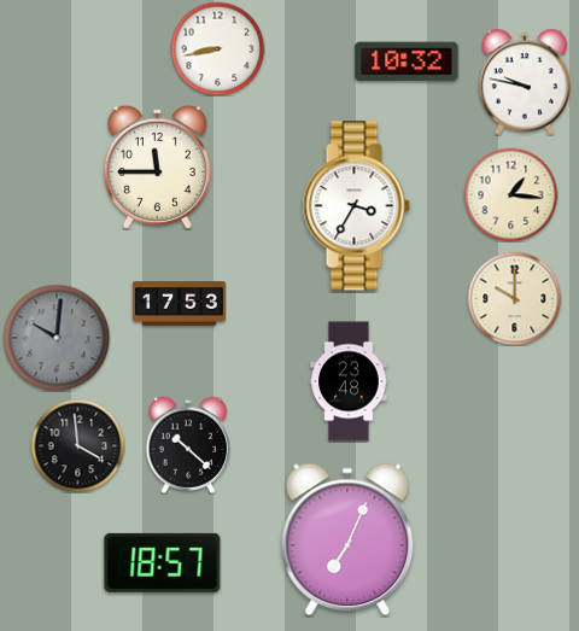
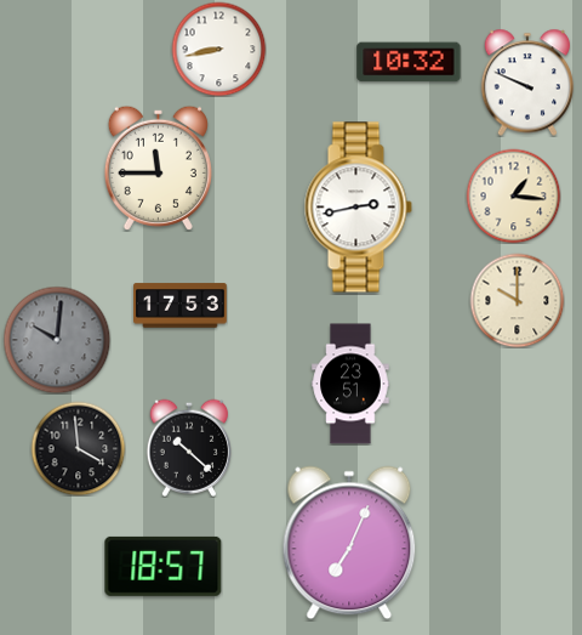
clock at (524, 82): 9:47 -> 9:49
clock at (356, 206): 3:35 -> 2:43
clock at (349, 381): 23:48 -> 23:51
